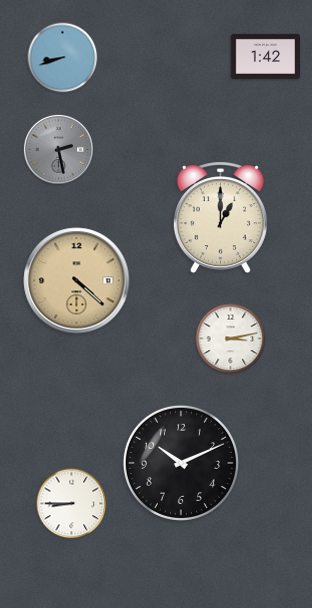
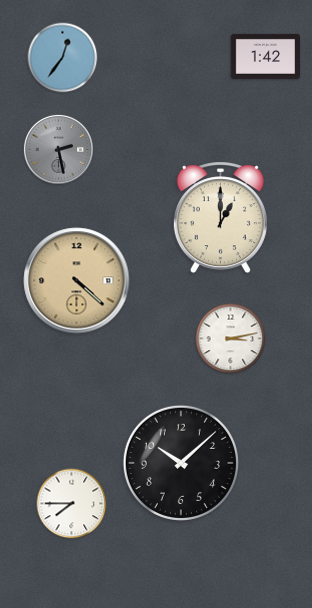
clock at (63, 58): 8:42 -> 12:36
clock at (181, 463): 10:11 -> 10:08
clock at (72, 504): 8:45 -> 7:45
